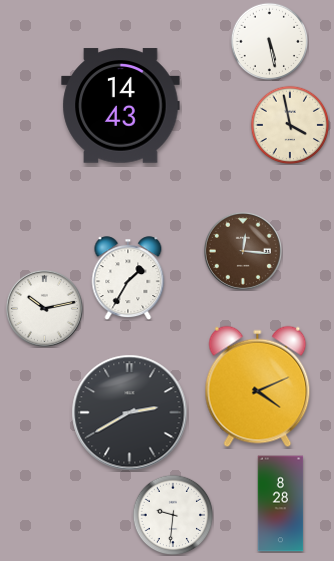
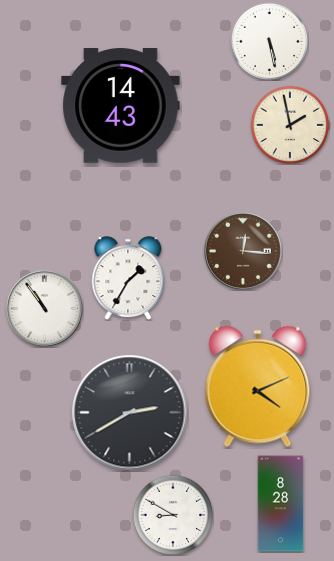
clock at (290, 125): 3:58 -> 1:58
clock at (44, 308): 10:13 -> 10:54
clock at (173, 515): 9:31 -> 8:50
